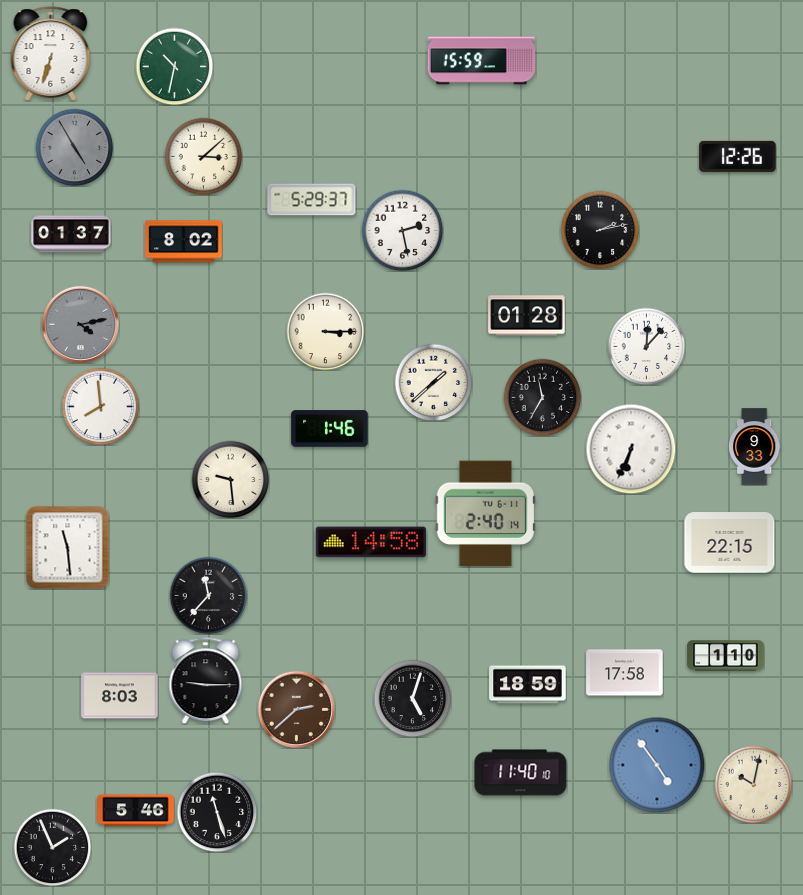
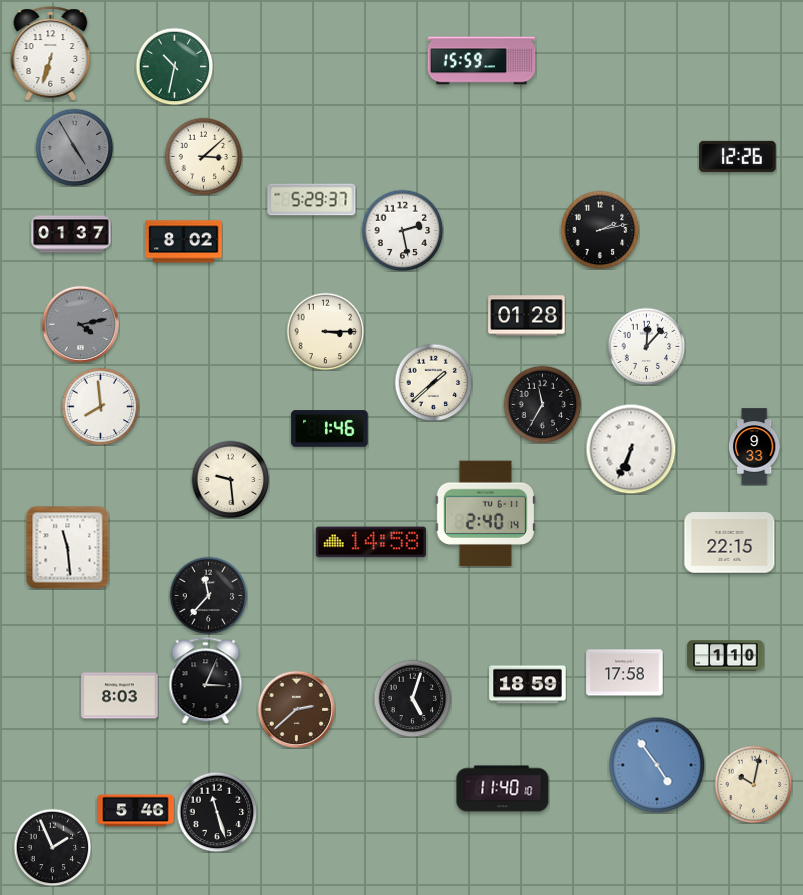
clock at (542, 397) position: (542, 397) -> (542, 404)
clock at (206, 680): 9:15 -> 3:04
clock at (521, 773) position: (521, 773) -> (503, 789)
